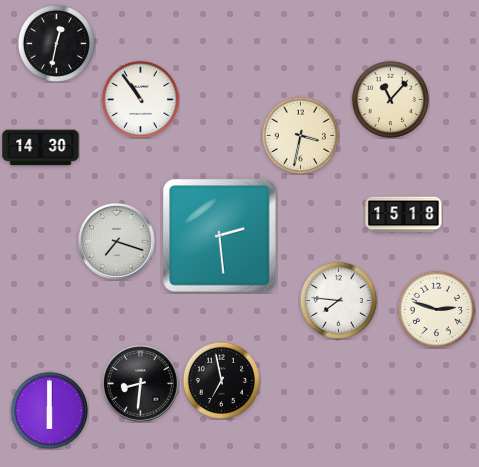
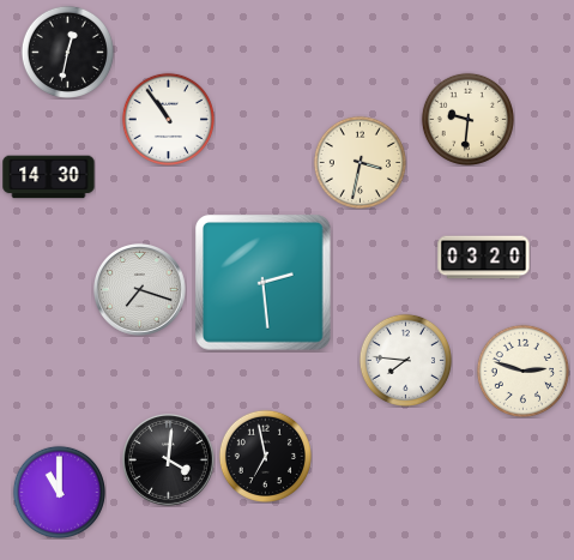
clock at (390, 99): 11:07 -> 9:31
clock at (404, 215): 15:18 -> 03:20
clock at (141, 384): 8:31 -> 4:01
clock at (49, 410): 6:00 -> 11:00
